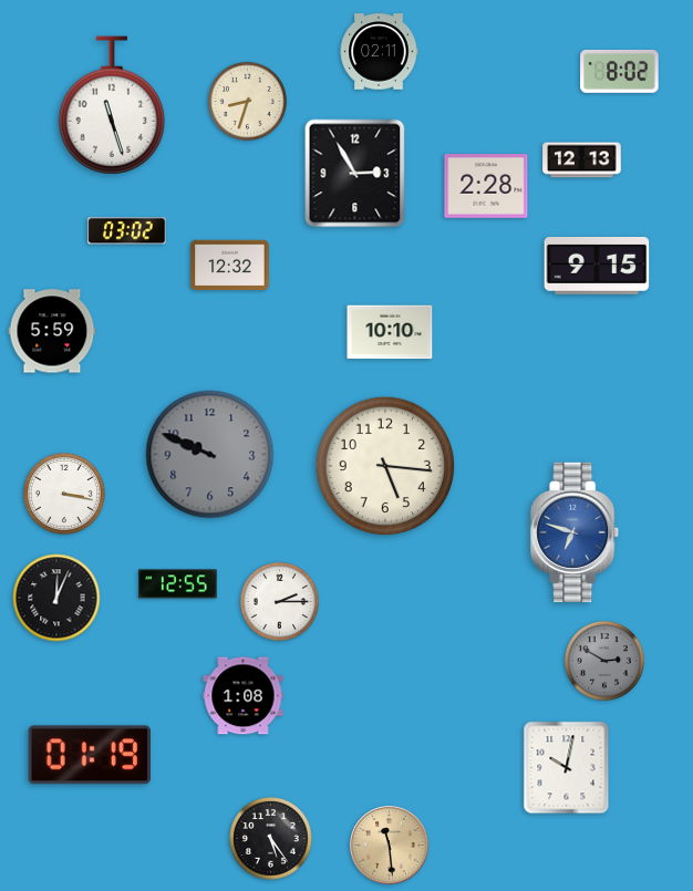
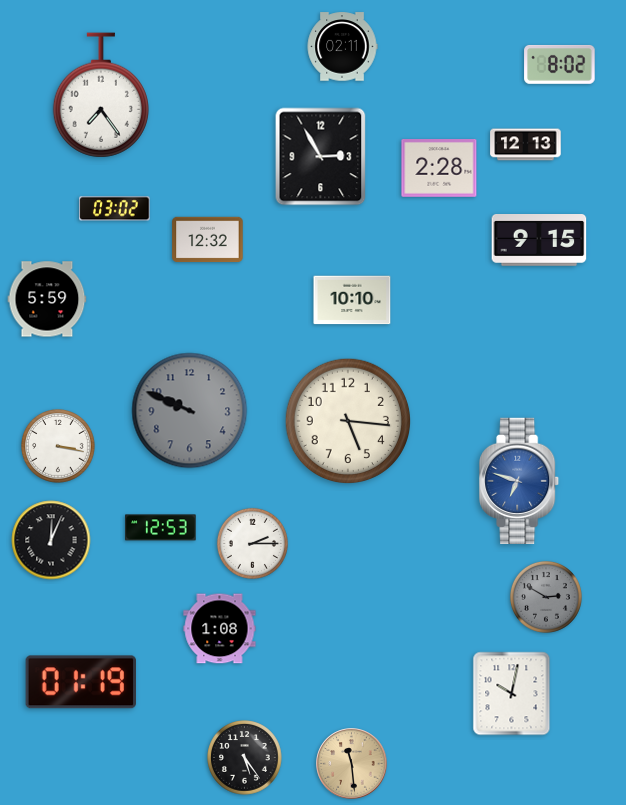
clock at (247, 101): 8:33 -> none
clock at (112, 105): 11:27 -> 7:24
clock at (178, 584): 12:55 -> 12:53
